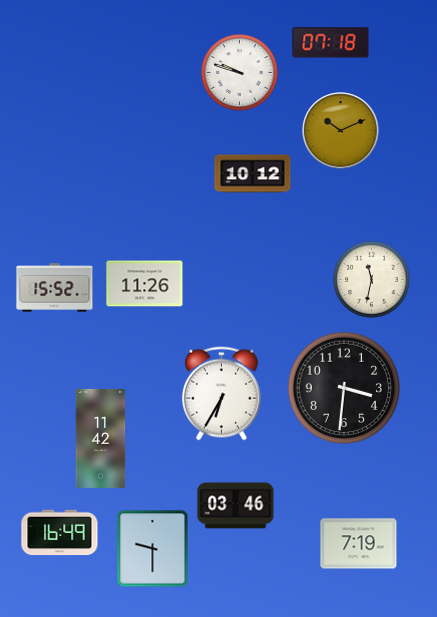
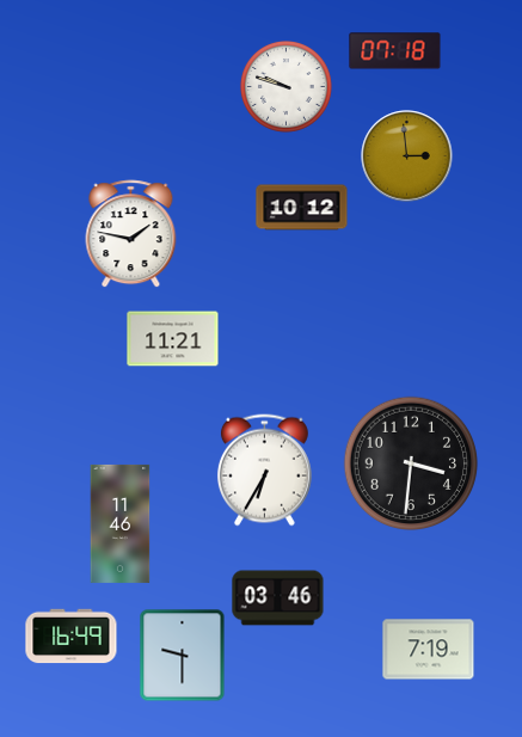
clock at (341, 131): 10:11 -> 2:59
clock at (131, 234): none -> 1:47
clock at (371, 279): 11:32 -> none
clock at (145, 284): 11:26 -> 11:21
clock at (55, 288): 15:52 -> none
clock at (101, 438): 11:42 -> 11:46
clock at (236, 506) position: (236, 506) -> (278, 598)
